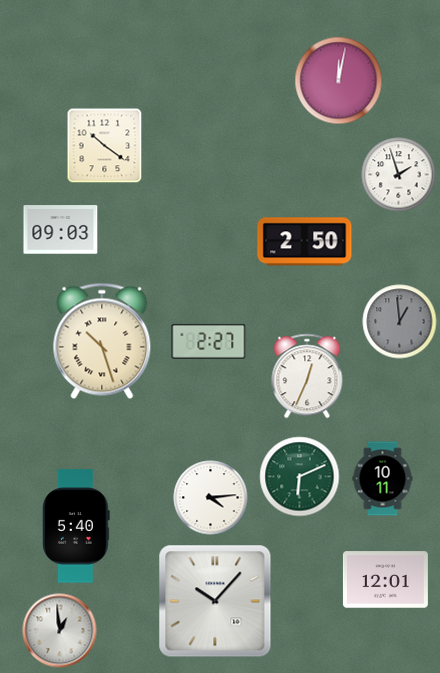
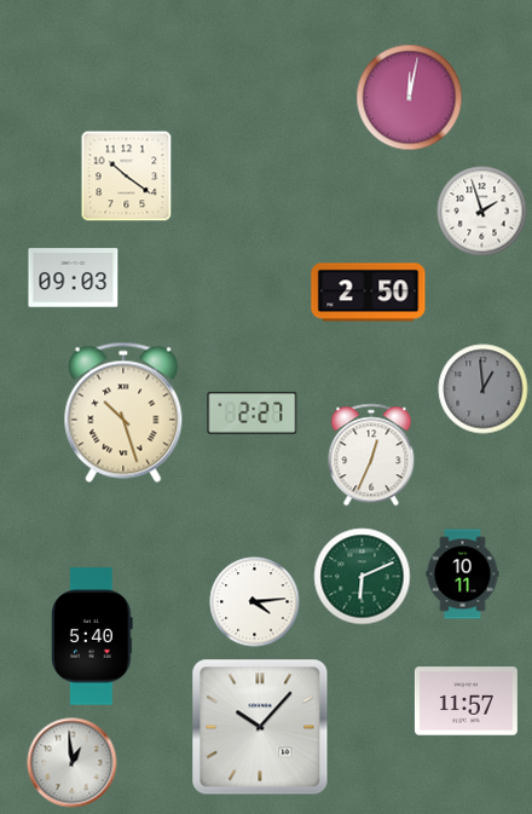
clock at (383, 479) position: (383, 479) -> (463, 575)
clock at (385, 580): 12:01 -> 11:57
